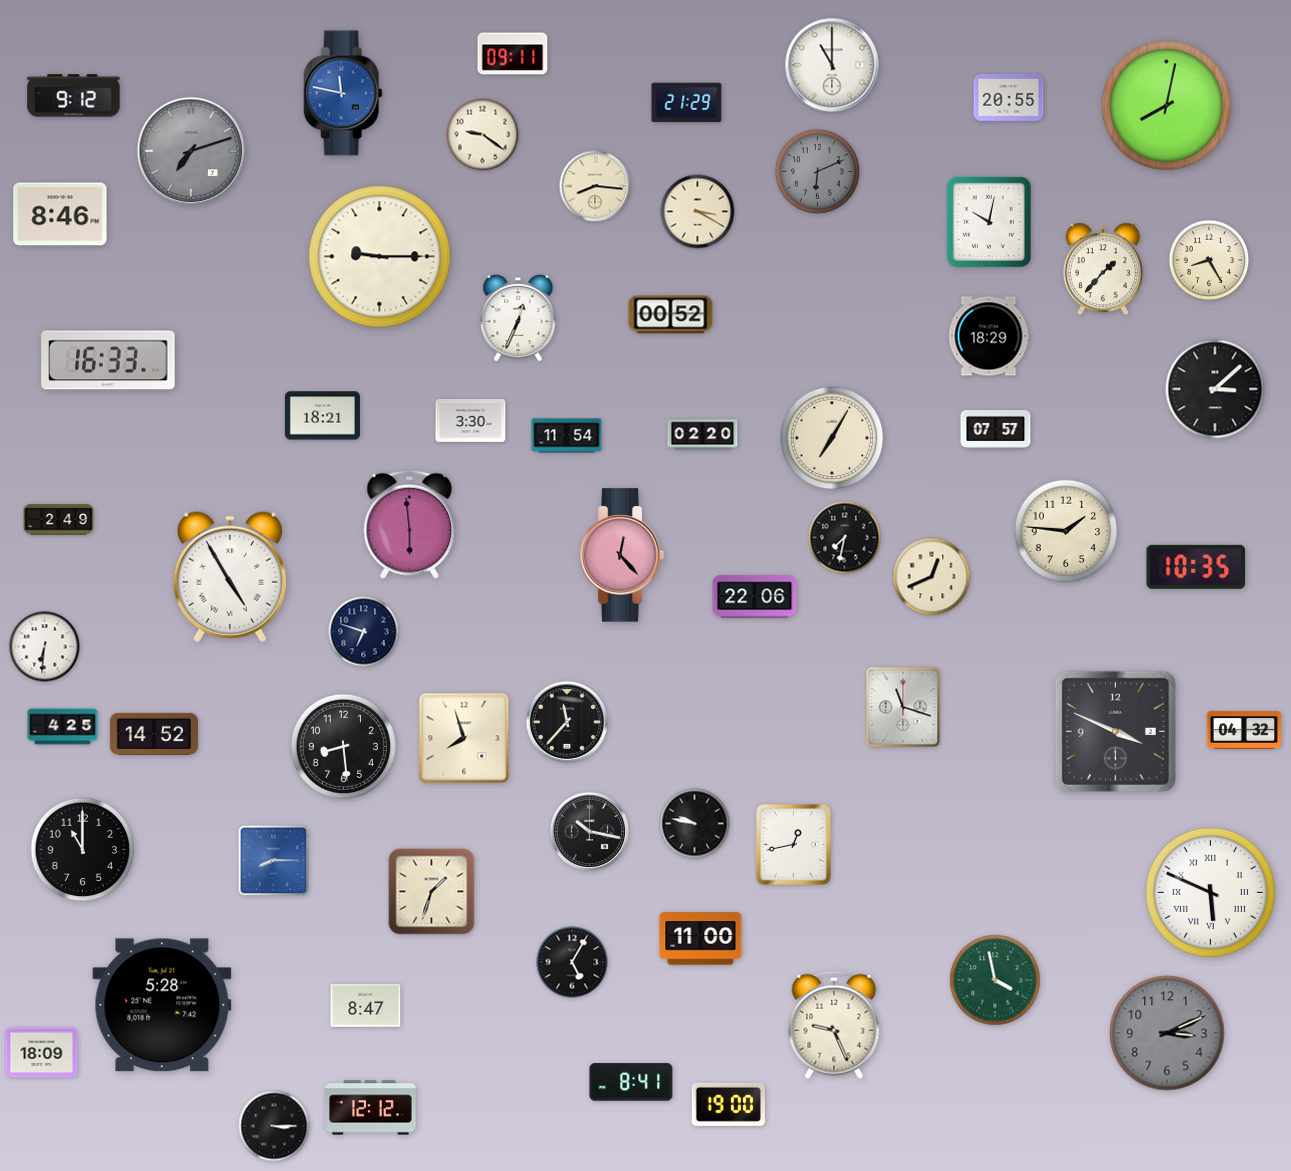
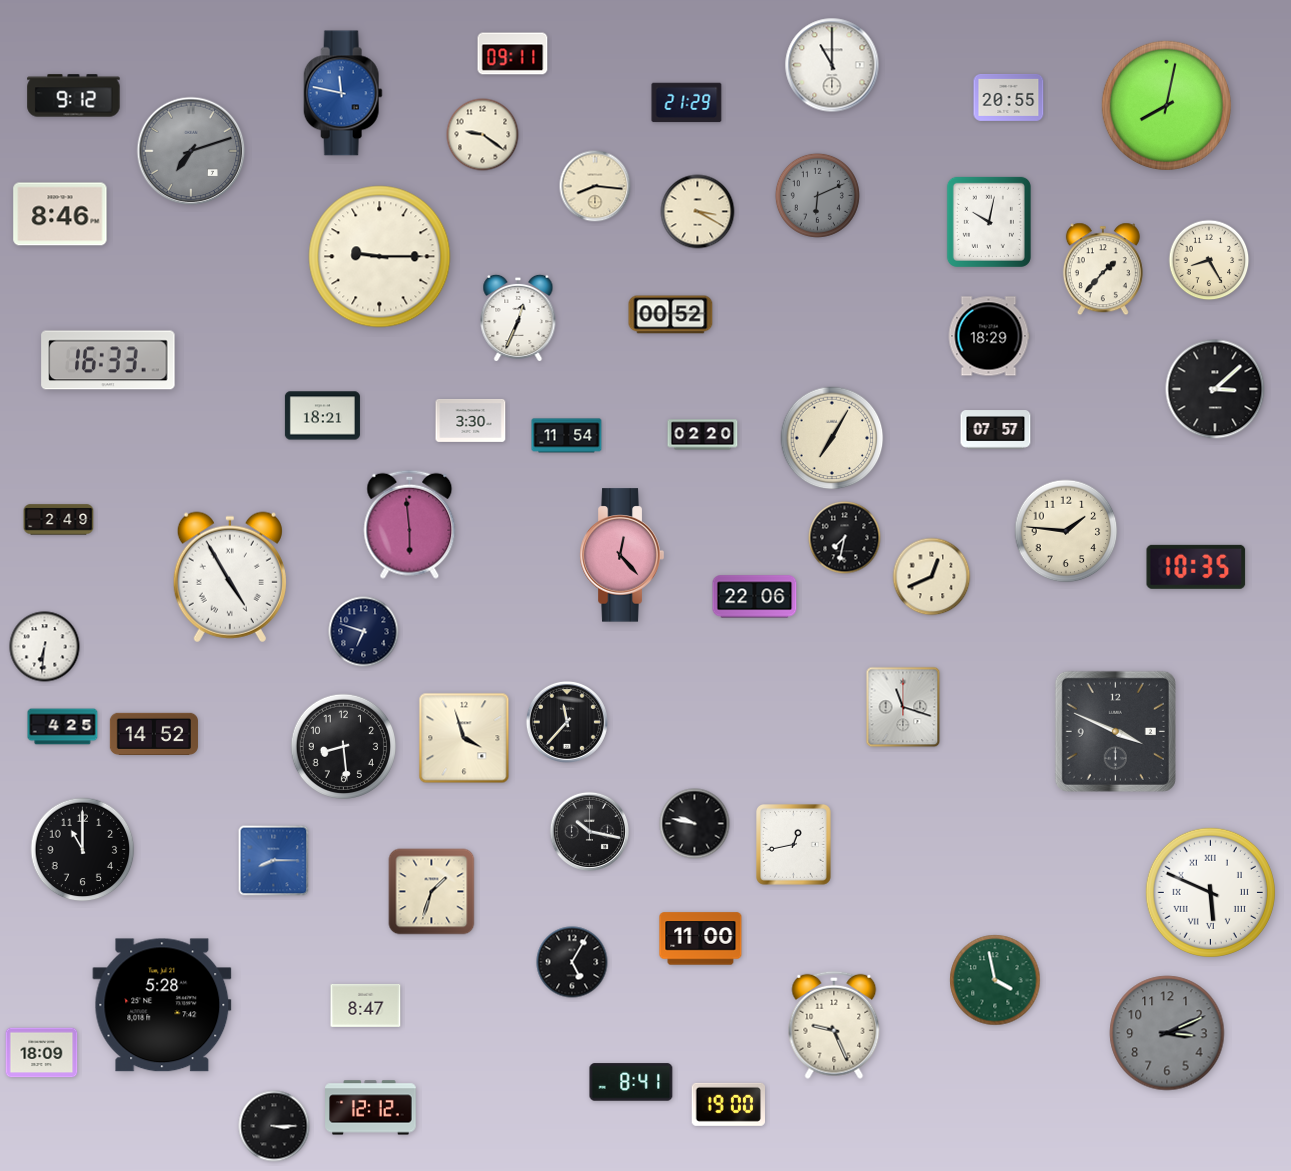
clock at (817, 171) position: (817, 171) -> (817, 195)
clock at (1243, 730): 04:32 -> none
clock at (464, 738): 7:57 -> 3:57
